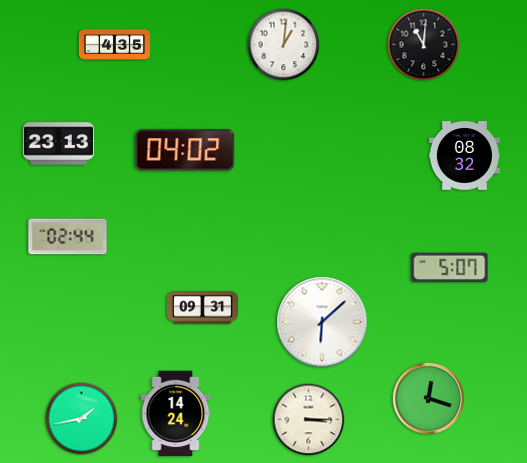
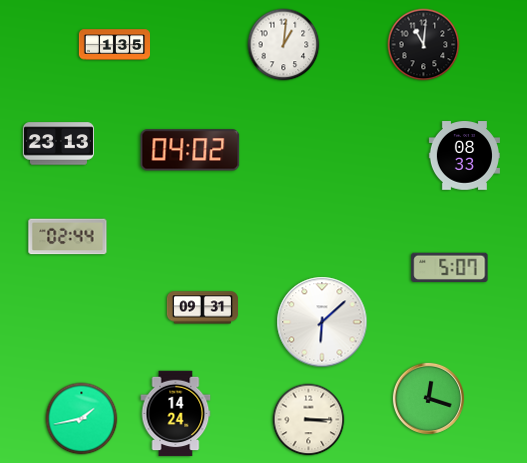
clock at (114, 45): 4:35 -> 1:35
clock at (185, 150) position: (185, 150) -> (190, 150)
clock at (464, 156): 08:32 -> 08:33
